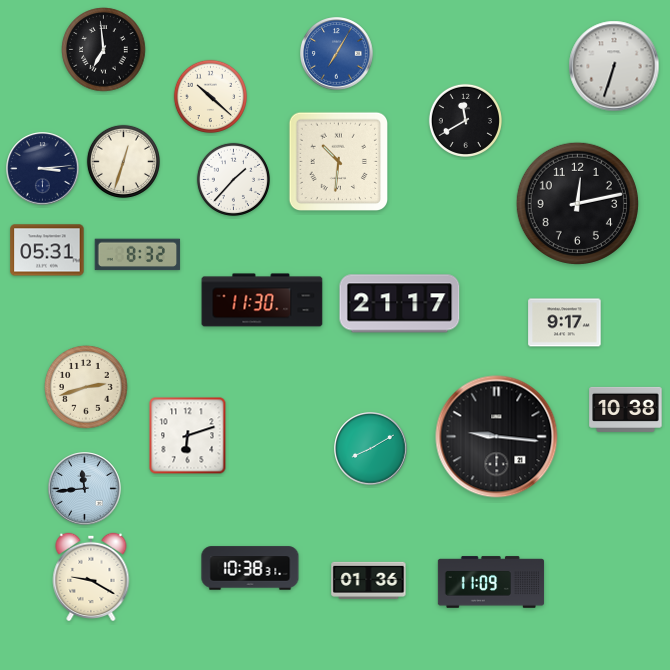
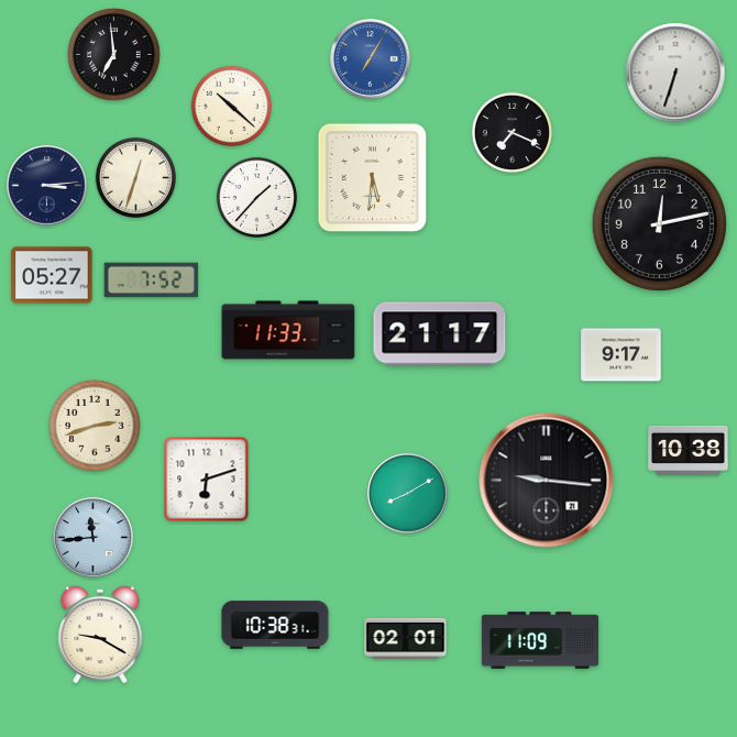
clock at (465, 120): 11:40 -> 7:19
clock at (338, 161): 10:31 -> 5:31
clock at (577, 203) position: (577, 203) -> (659, 223)
clock at (47, 250): 05:31 -> 05:27
clock at (138, 255): 8:32 -> 7:52
clock at (262, 300): 11:30 -> 11:33
clock at (369, 580): 01:36 -> 02:01
